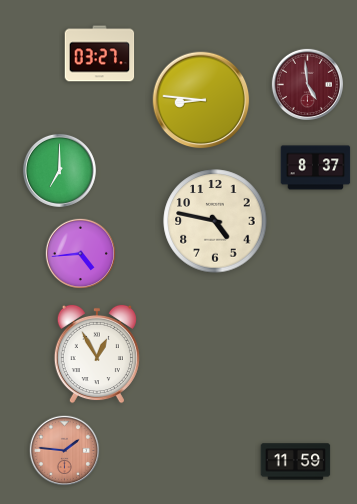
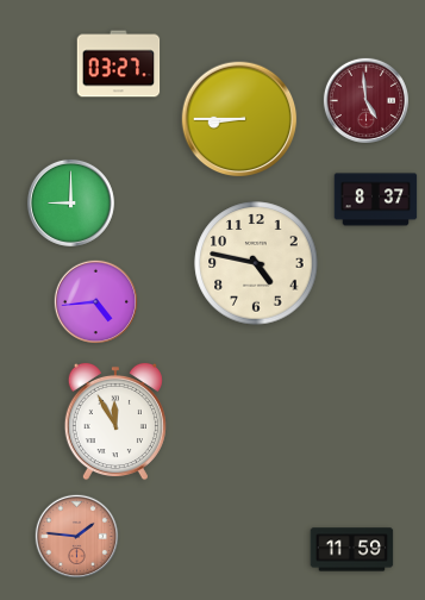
clock at (201, 100): 8:46 -> 8:45
clock at (59, 170): 7:00 -> 9:00
clock at (97, 354): 12:55 -> 11:55
